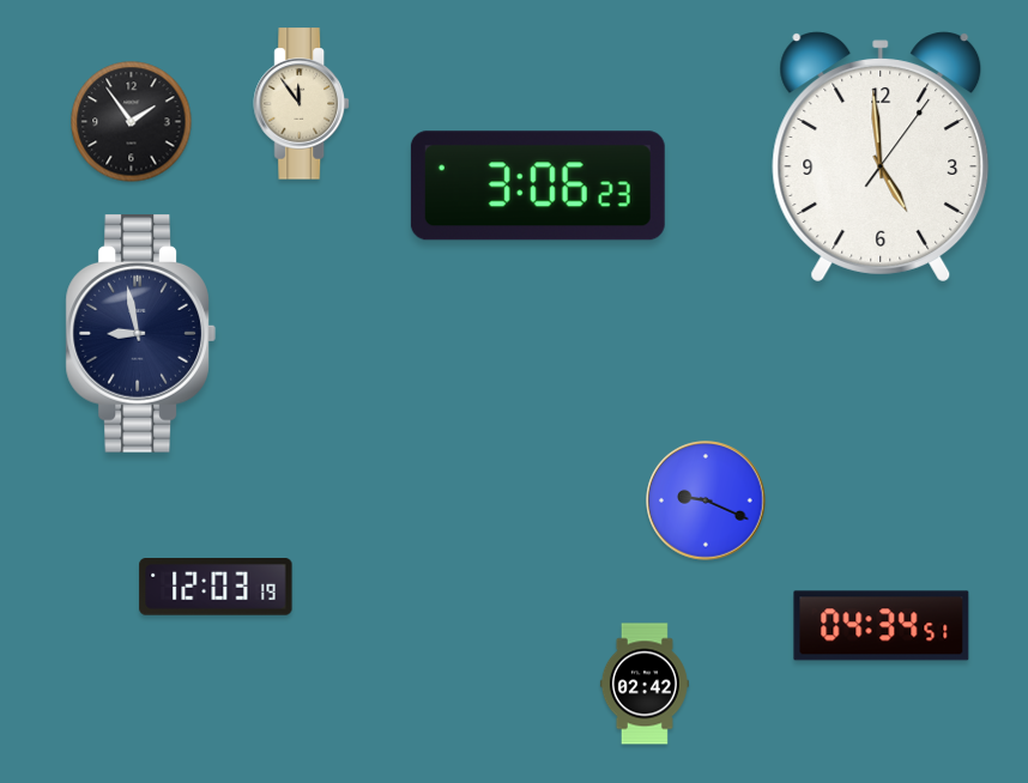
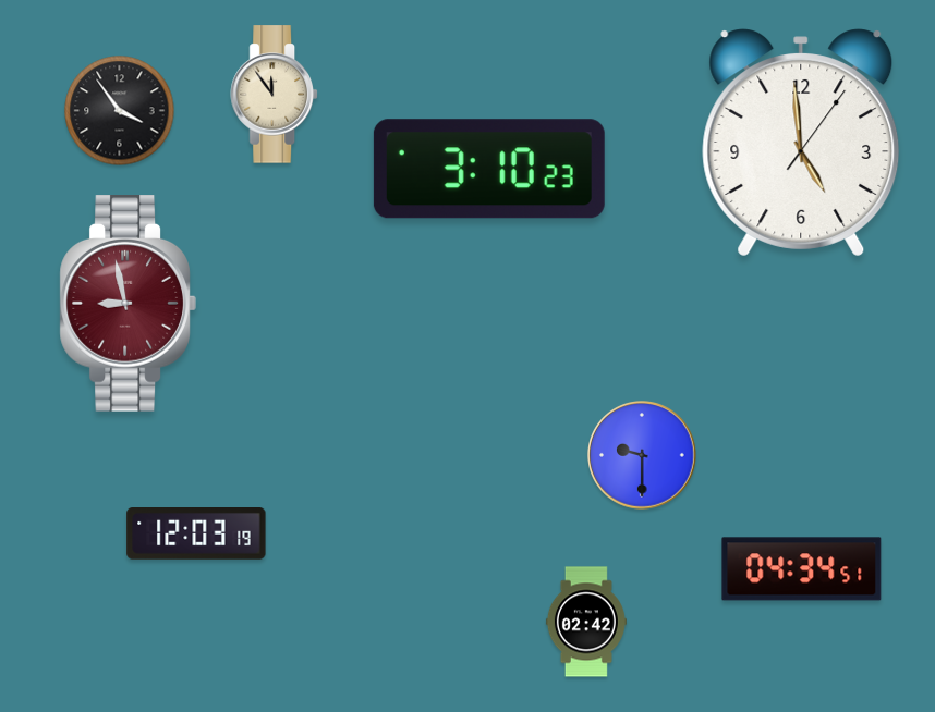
clock at (132, 122): 1:54 -> 3:54
clock at (538, 186): 3:06 -> 3:10
clock at (140, 334) dial: navy -> burgundy
clock at (706, 500): 9:19 -> 9:30
